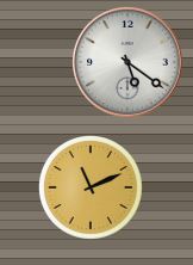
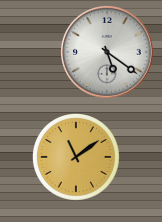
clock at (91, 187): 11:11 -> 11:09
